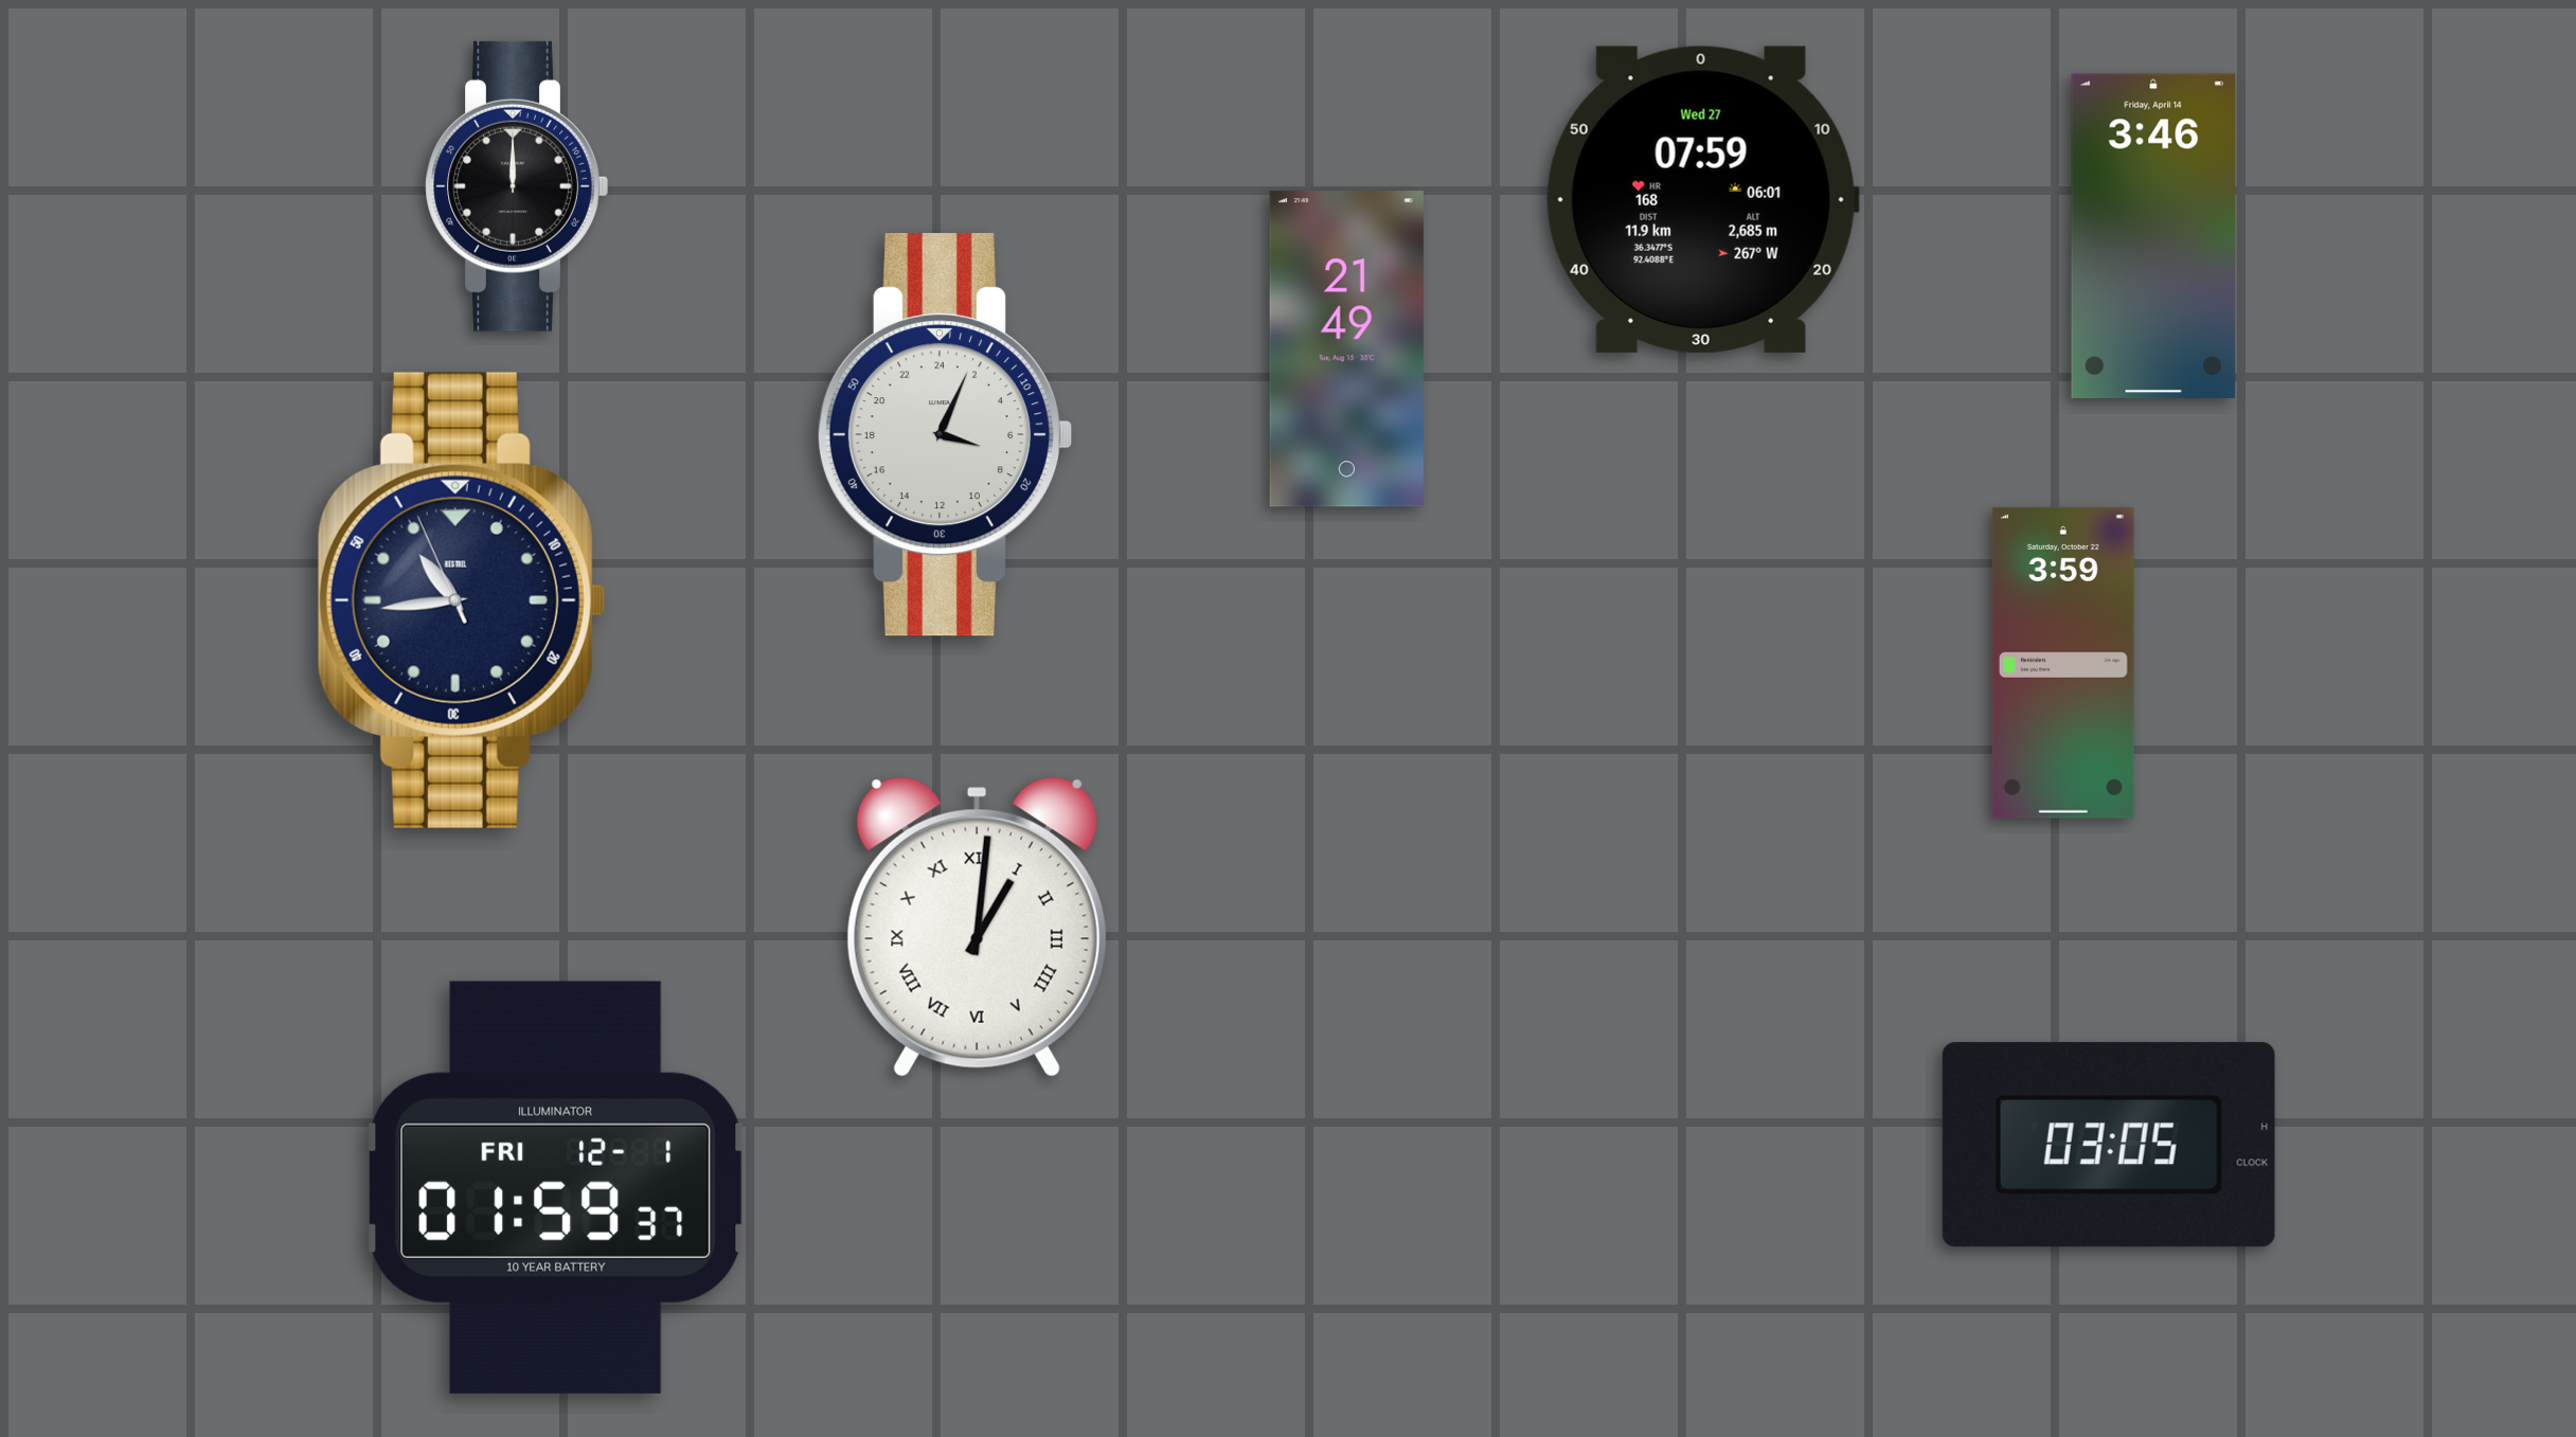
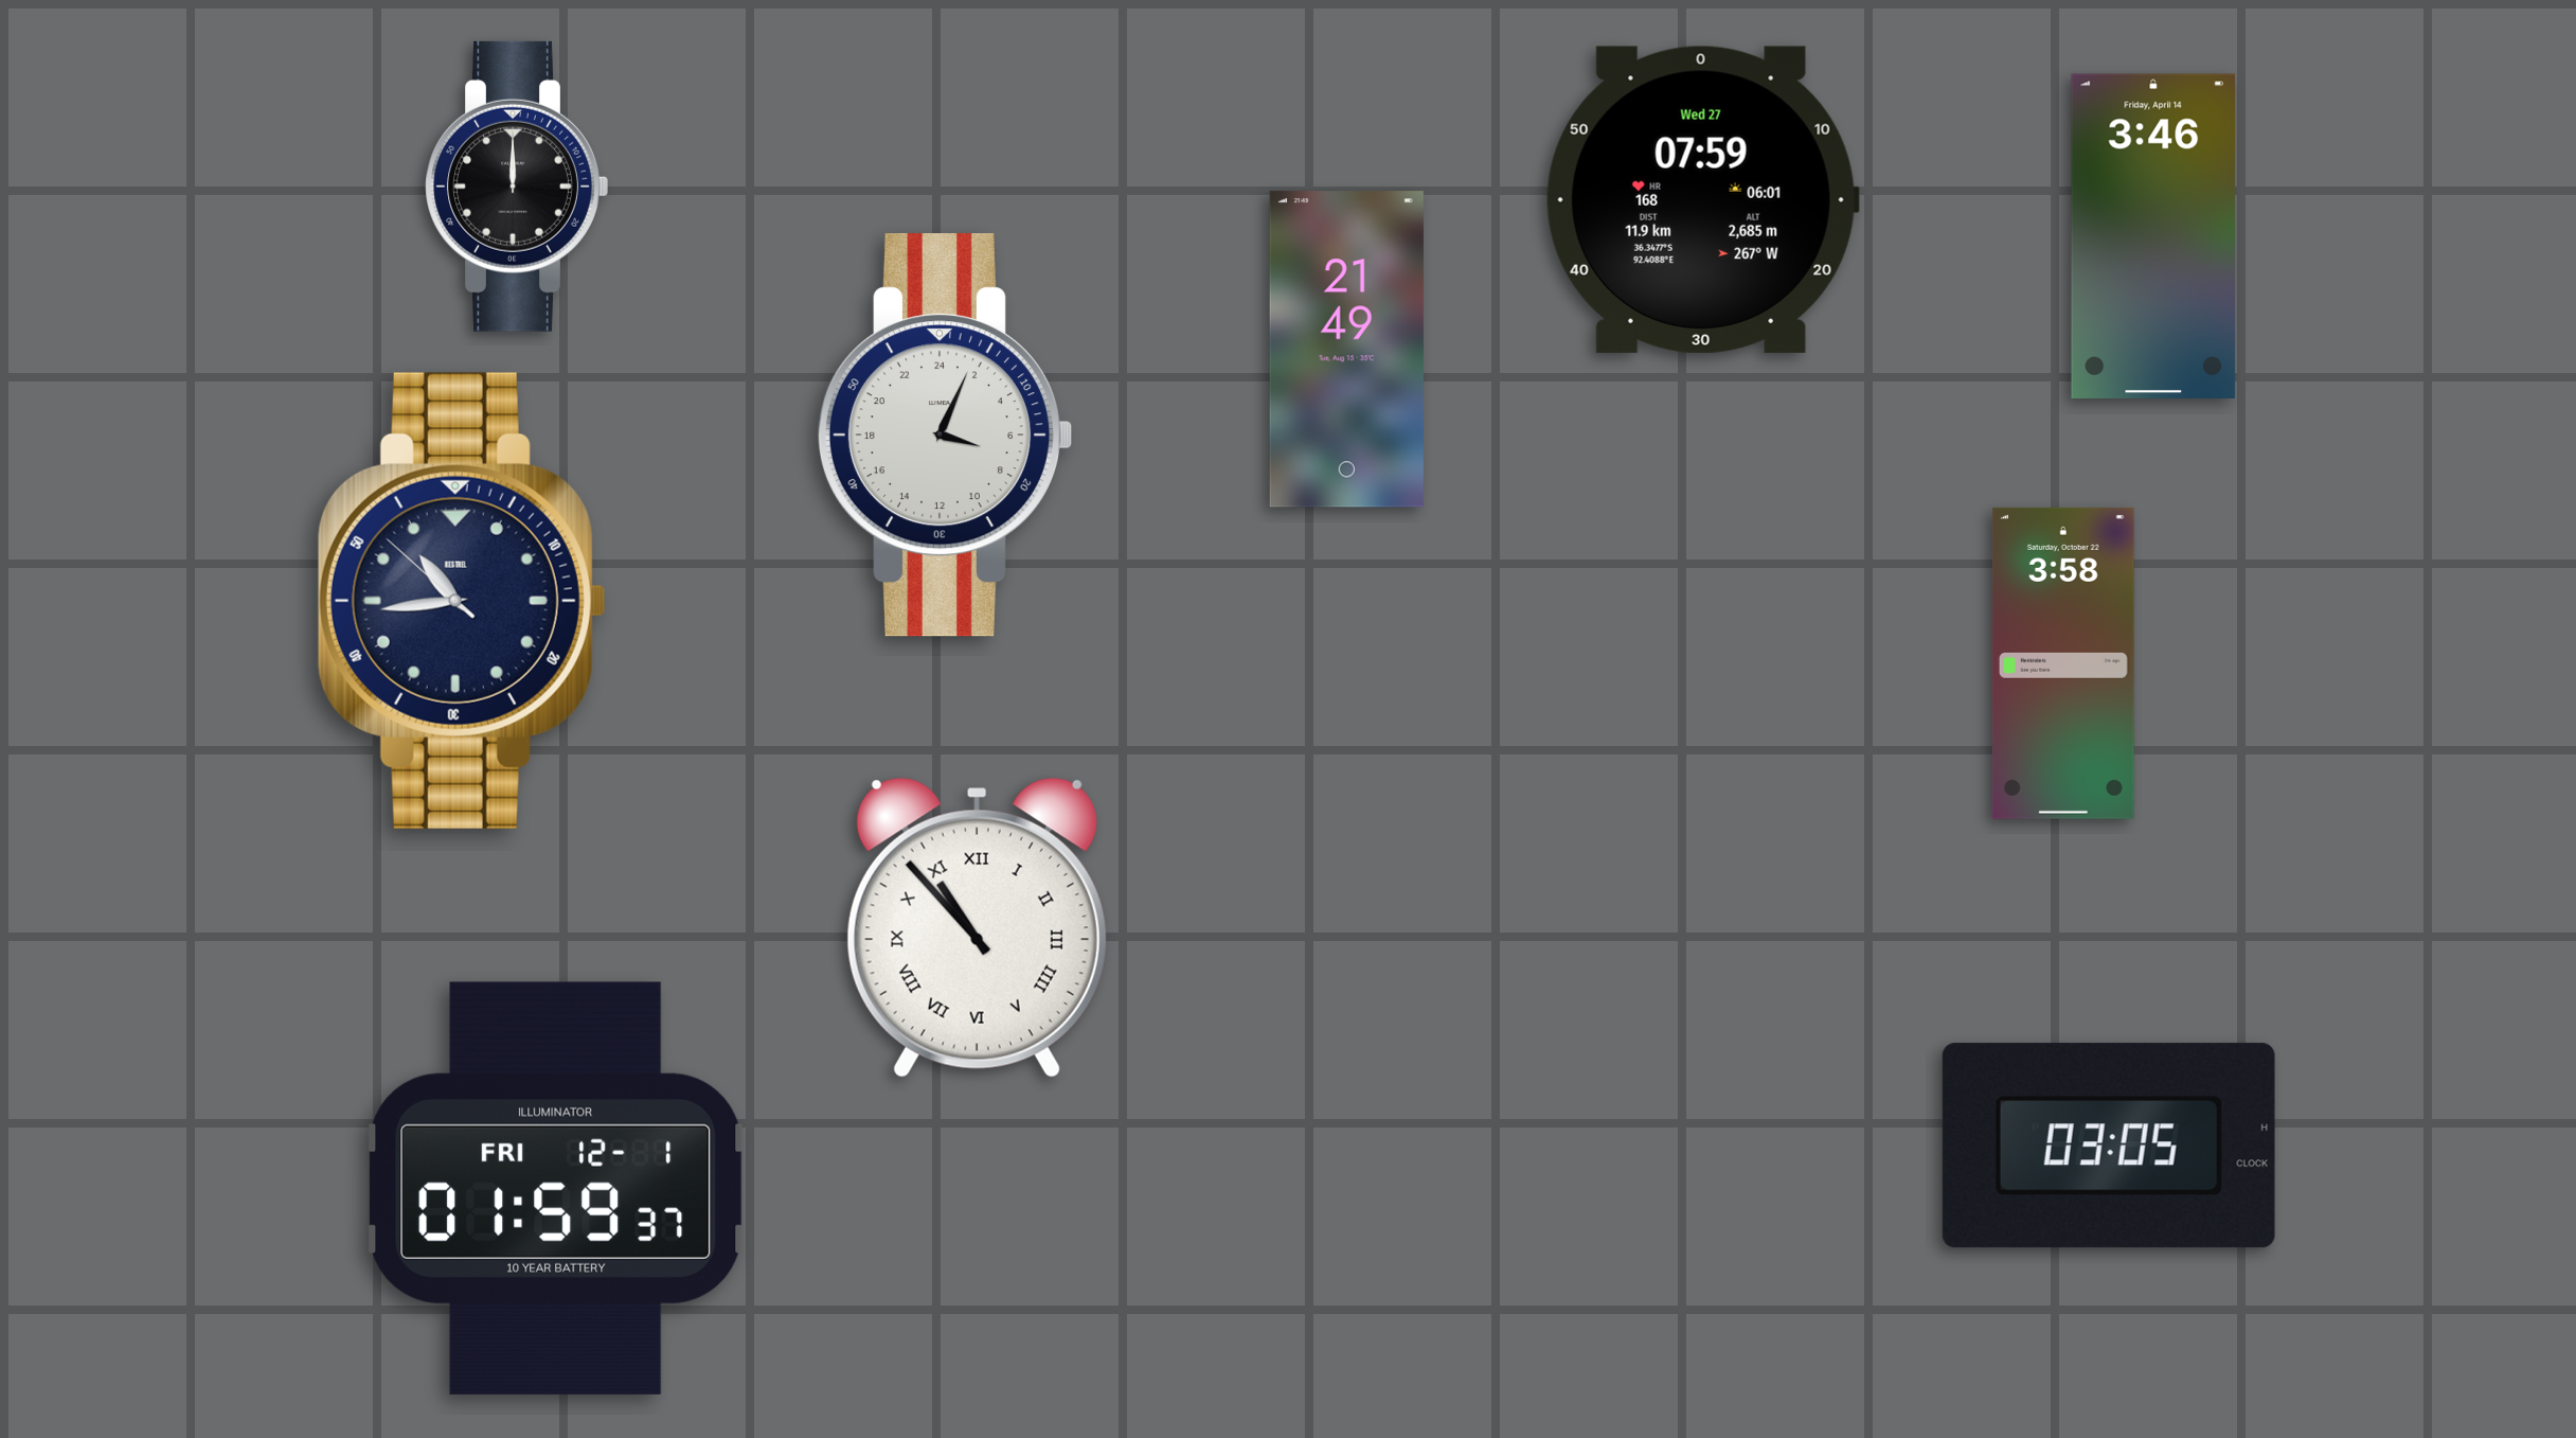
clock at (462, 600): 10:43:56 -> 10:43:52
clock at (2063, 663): 3:59 -> 3:58
clock at (977, 927): 1:01 -> 10:53
